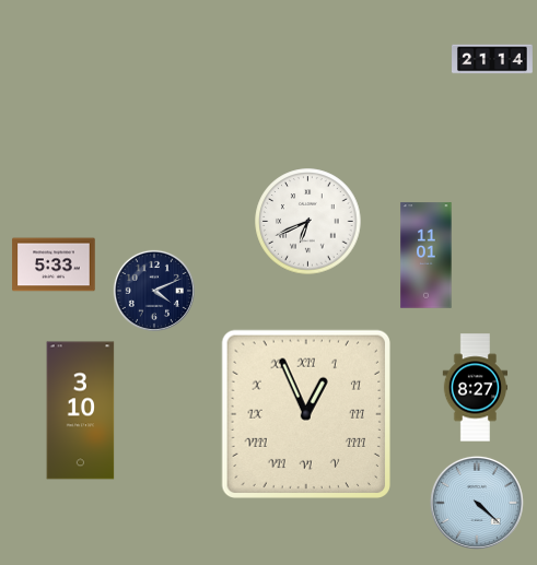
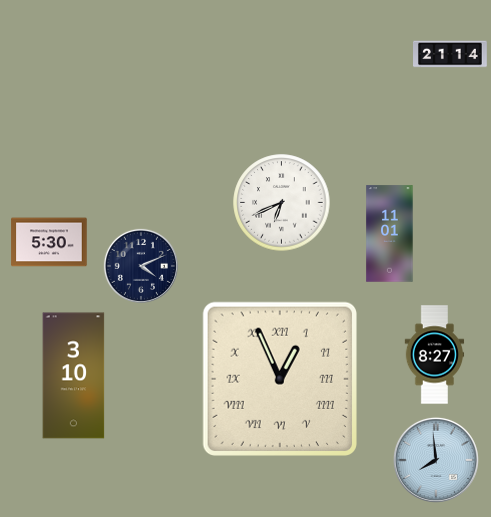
clock at (54, 264): 5:33 -> 5:30
clock at (477, 503): 4:22 -> 7:59
